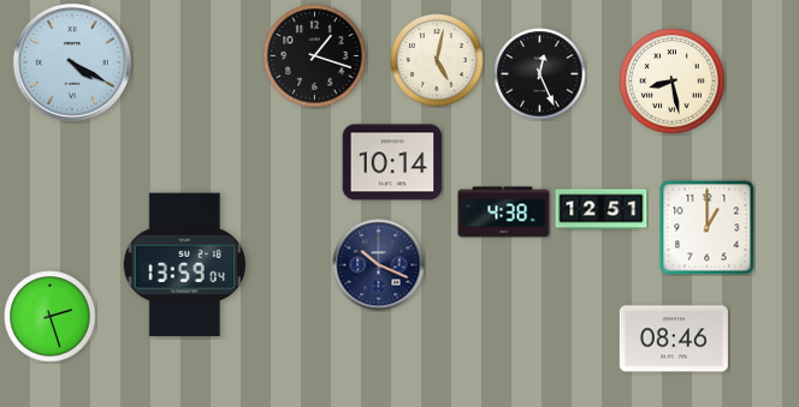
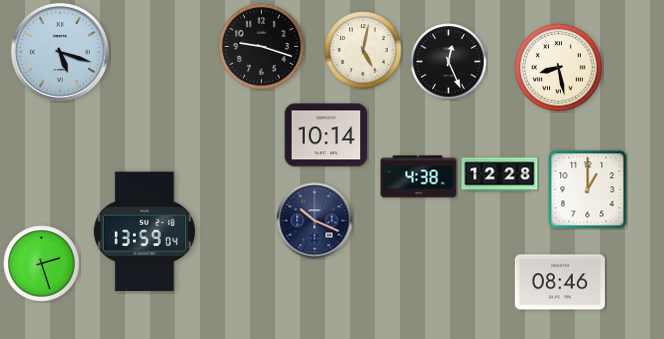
clock at (315, 56): 1:18 -> 9:18
clock at (72, 62): 4:20 -> 5:18
clock at (602, 210): 12:51 -> 12:28
clock at (184, 265) position: (184, 265) -> (144, 232)
